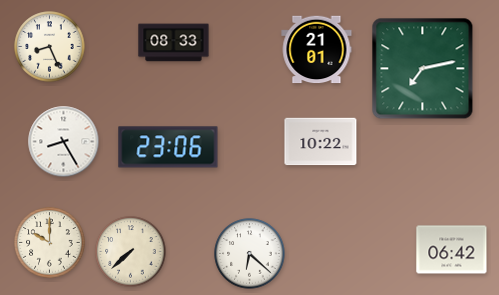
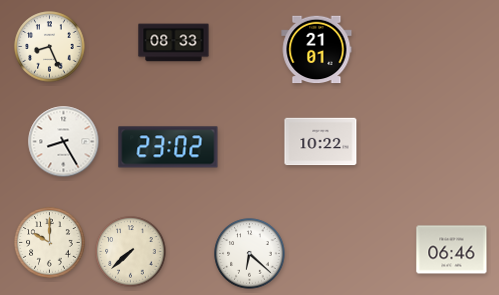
clock at (423, 69): 7:13 -> none
clock at (168, 147): 23:06 -> 23:02
clock at (452, 250): 06:42 -> 06:46
